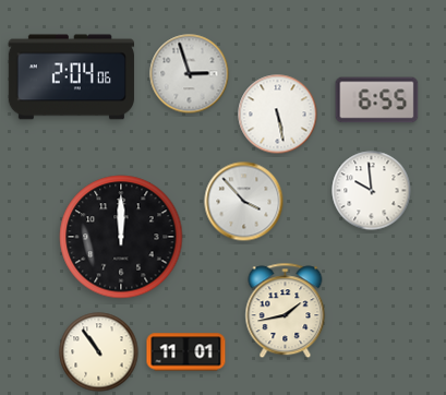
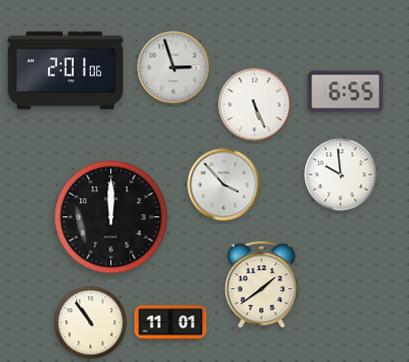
clock at (71, 77): 2:04 -> 2:01
clock at (278, 115): 5:28 -> 5:26
clock at (286, 311): 1:43 -> 1:39
